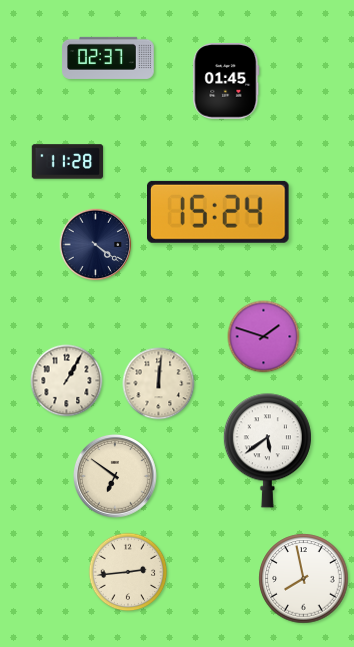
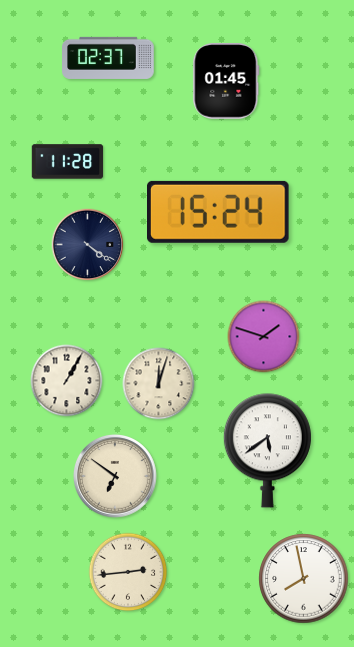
clock at (96, 245) position: (96, 245) -> (88, 245)
clock at (159, 384): 12:01 -> 12:03
